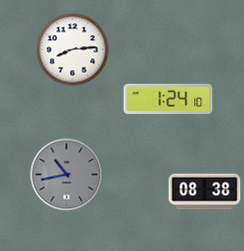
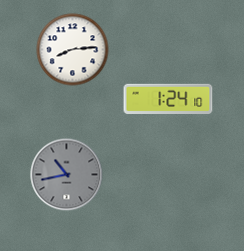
clock at (205, 192): 08:38 -> none
